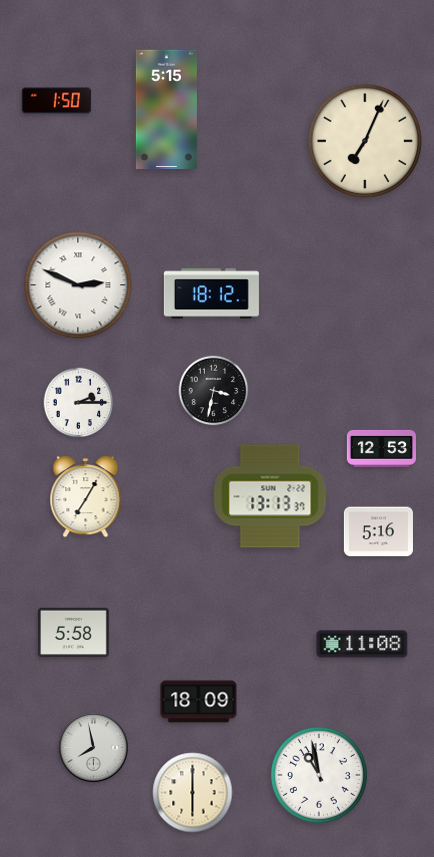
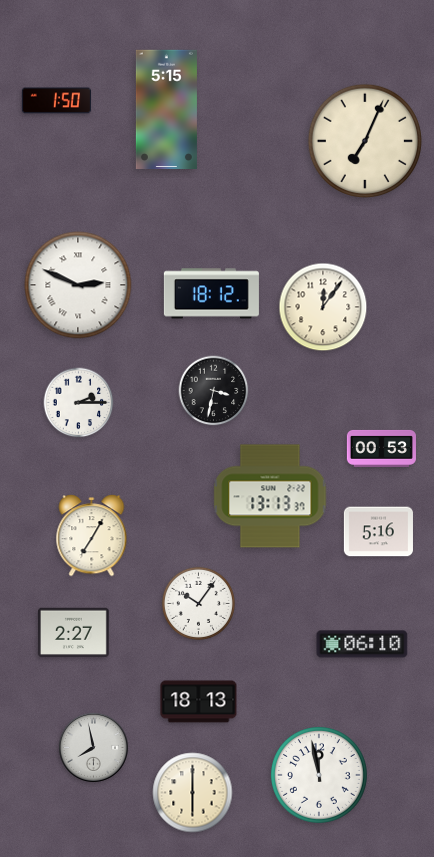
clock at (323, 307): none -> 12:06
clock at (381, 448): 12:53 -> 00:53
clock at (86, 497) position: (86, 497) -> (92, 536)
clock at (198, 603): none -> 10:06
clock at (74, 633): 5:58 -> 2:27
clock at (362, 644): 11:08 -> 06:10
clock at (199, 702): 18:09 -> 18:13
clock at (319, 775): 10:58 -> 11:58
